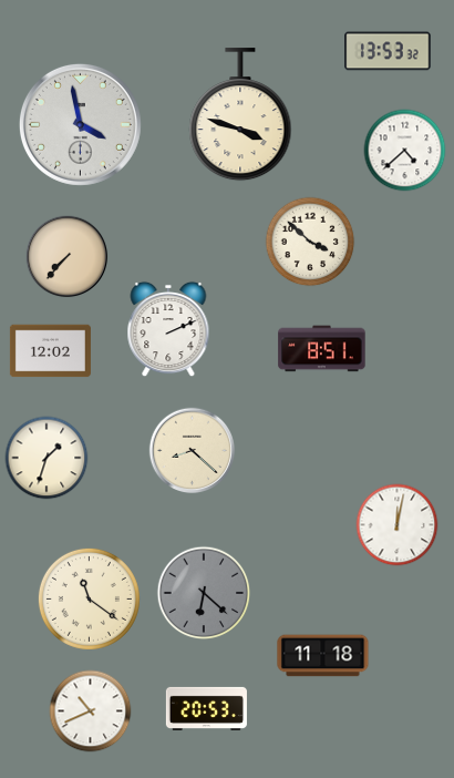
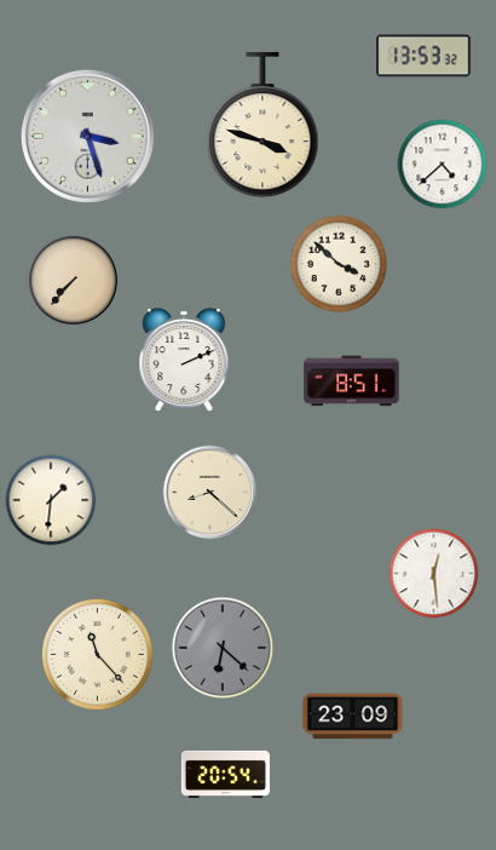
clock at (80, 124): 3:58 -> 3:27
clock at (50, 351): 12:02 -> none
clock at (47, 458): 1:33 -> 1:31
clock at (398, 525): 12:02 -> 12:29
clock at (89, 598): 11:21 -> 11:23
clock at (323, 656): 11:18 -> 23:09
clock at (206, 708): 20:53 -> 20:54
clock at (91, 712): 10:41 -> none
